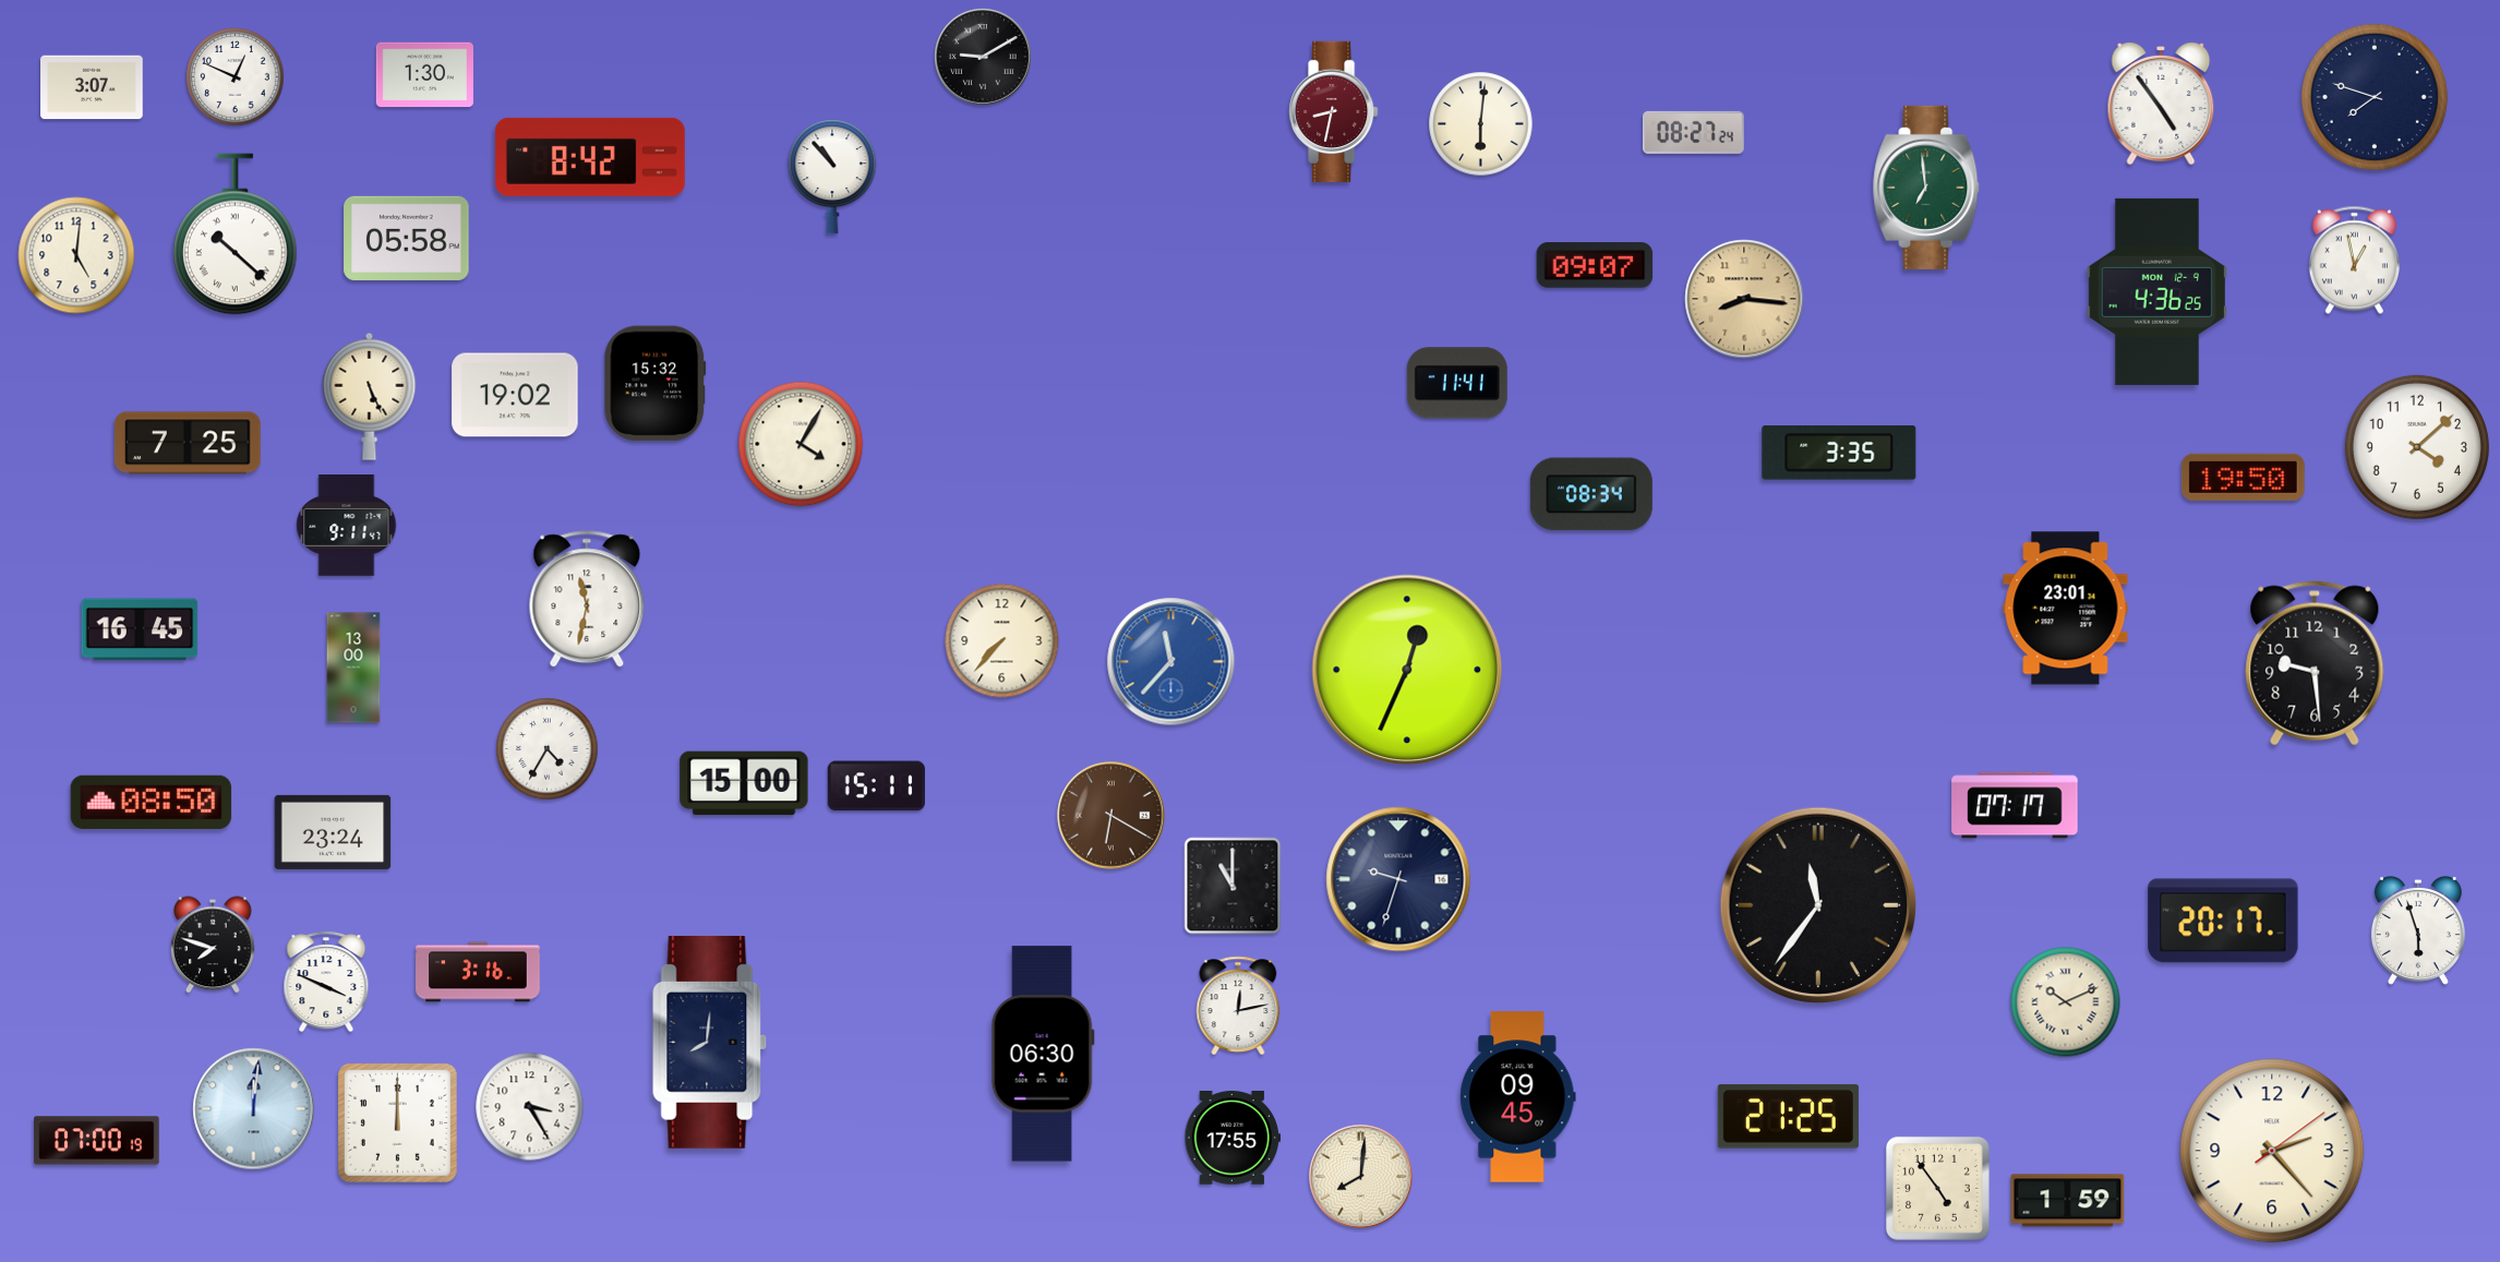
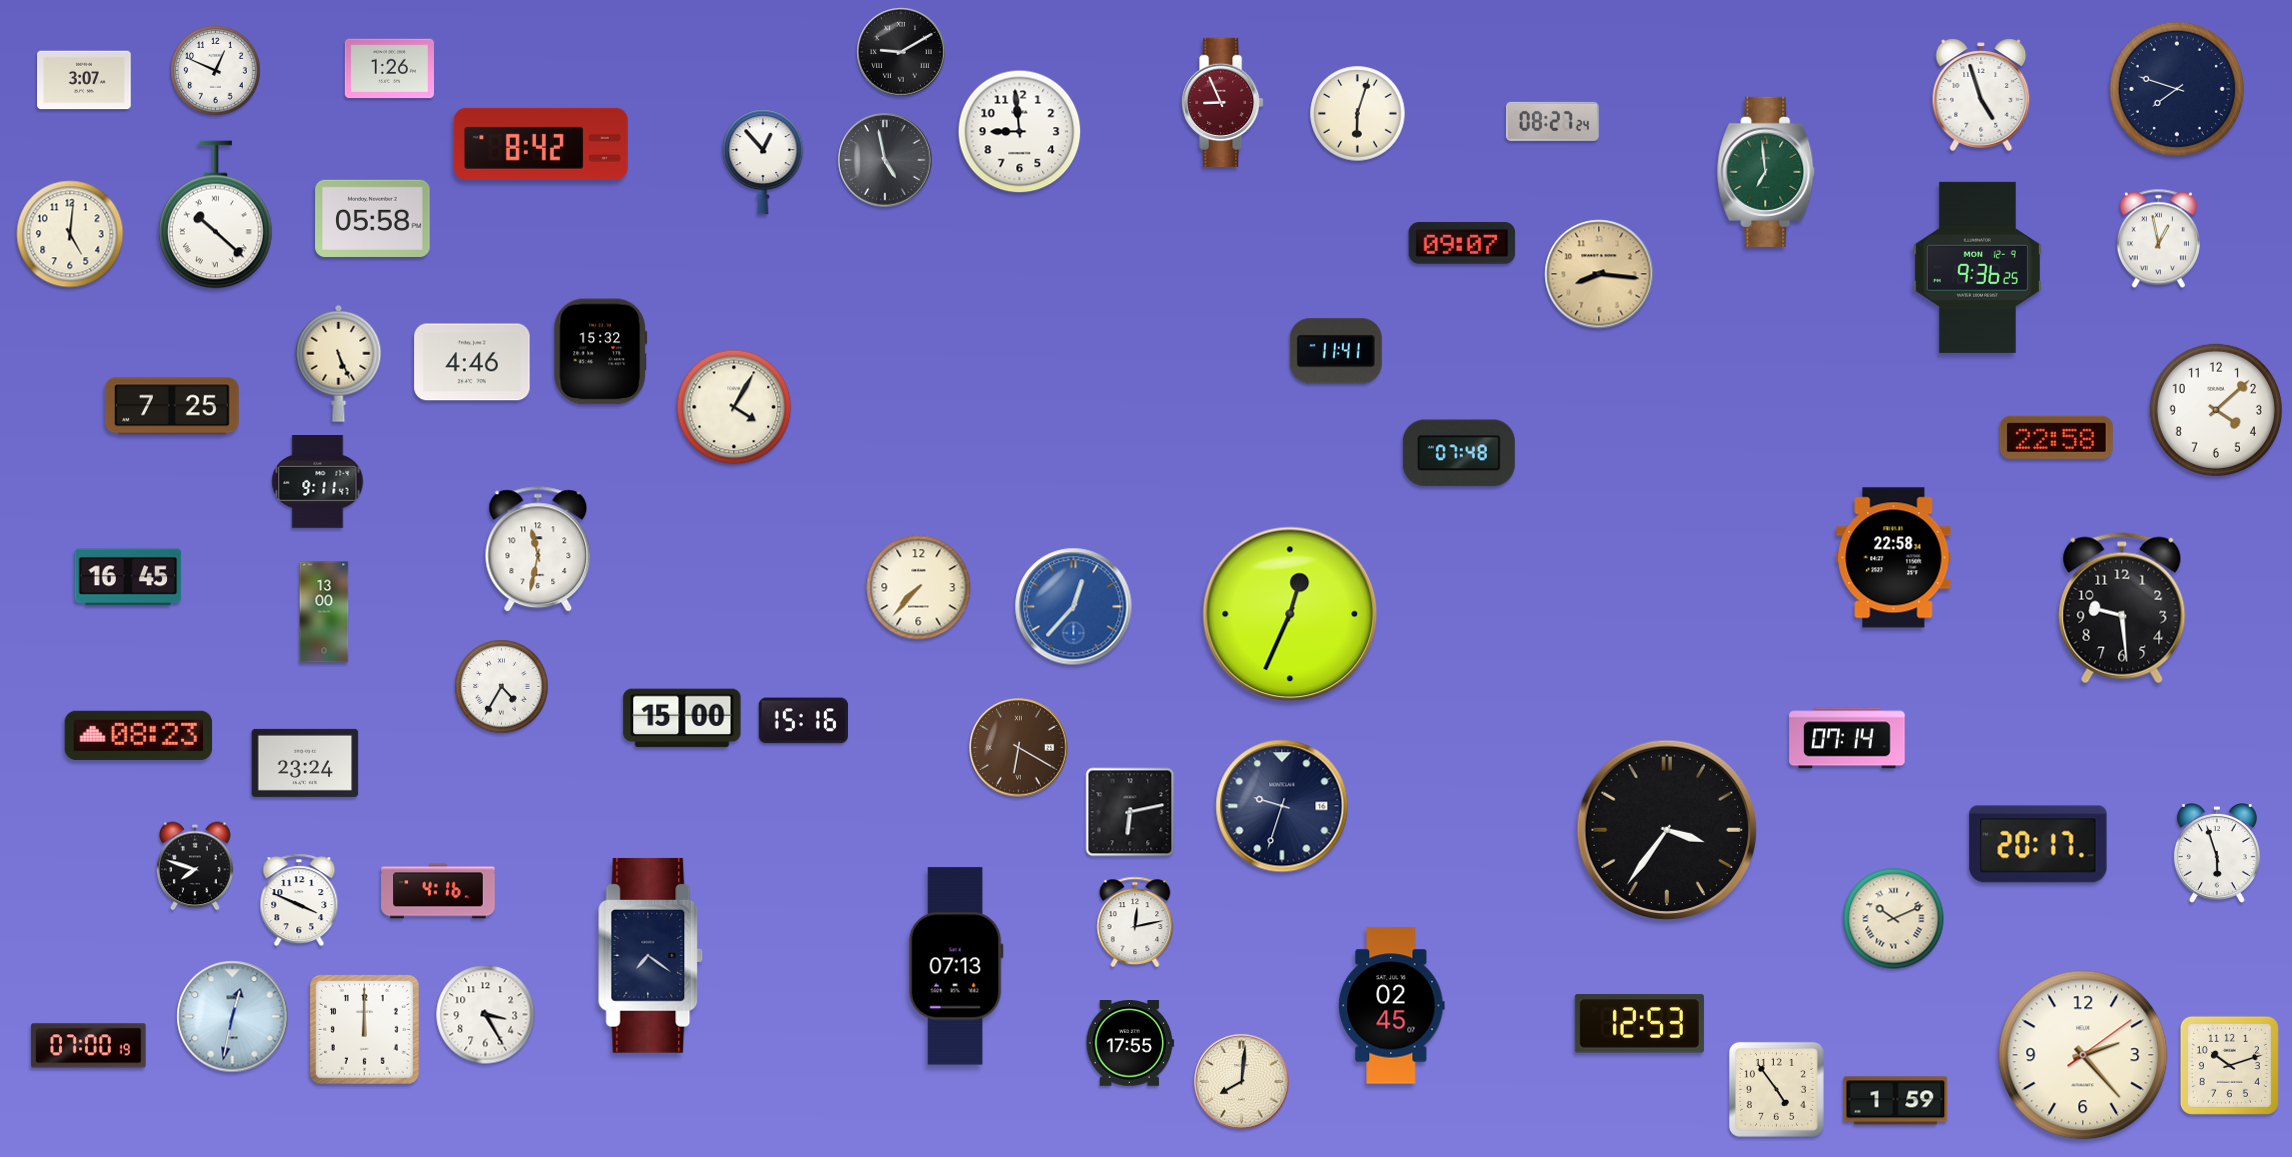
clock at (424, 75): 1:30 -> 1:26
clock at (2161, 104): 4:54 -> 4:57
clock at (1334, 111): 8:32 -> 8:56
clock at (1481, 124): 6:01 -> 6:03
clock at (1020, 132): none -> 8:59
clock at (885, 160): none -> 4:58
clock at (832, 177): 10:53 -> 12:53
clock at (2156, 291): 4:36 -> 9:36
clock at (515, 395): 19:02 -> 4:46
clock at (1839, 453): 3:35 -> none
clock at (2243, 477): 19:50 -> 22:58
clock at (1591, 494): 08:34 -> 07:48
clock at (2066, 609): 23:01 -> 22:58
clock at (1171, 662): 11:37 -> 12:37
clock at (876, 786): 15:11 -> 15:16
clock at (152, 802): 08:50 -> 08:23
clock at (2015, 805): 07:17 -> 07:14
clock at (1233, 886): 11:00 -> 6:13
clock at (1817, 904): 11:36 -> 3:36
clock at (478, 972): 3:16 -> 4:16
clock at (709, 1042): 8:01 -> 7:21
clock at (1043, 1054): 06:30 -> 07:13
clock at (1518, 1097): 09:45 -> 02:45
clock at (254, 1109): 12:01 -> 12:32
clock at (1788, 1117): 21:25 -> 12:53
clock at (2229, 1065): none -> 10:12
clock at (1361, 1177) position: (1361, 1177) -> (1242, 1082)
